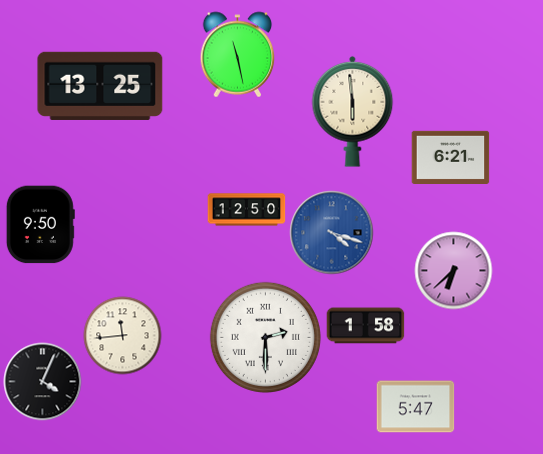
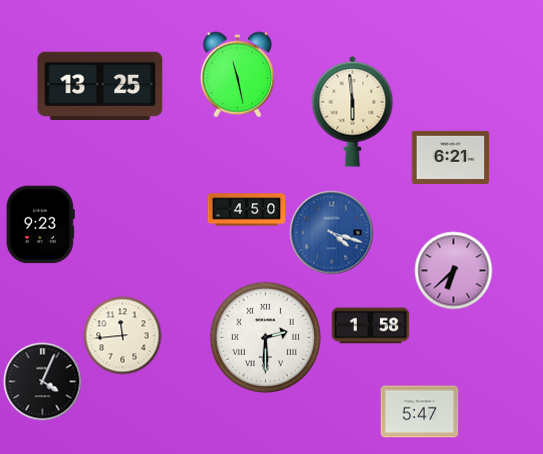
clock at (238, 54) position: (238, 54) -> (238, 74)
clock at (246, 210): 12:50 -> 4:50
clock at (40, 224): 9:50 -> 9:23
clock at (365, 326) position: (365, 326) -> (370, 326)
clock at (415, 407) position: (415, 407) -> (419, 412)
